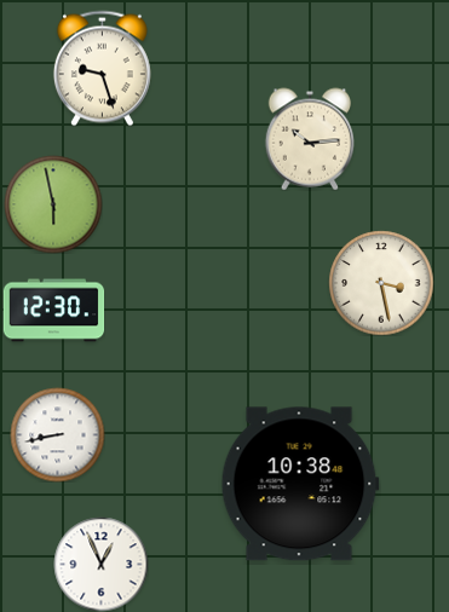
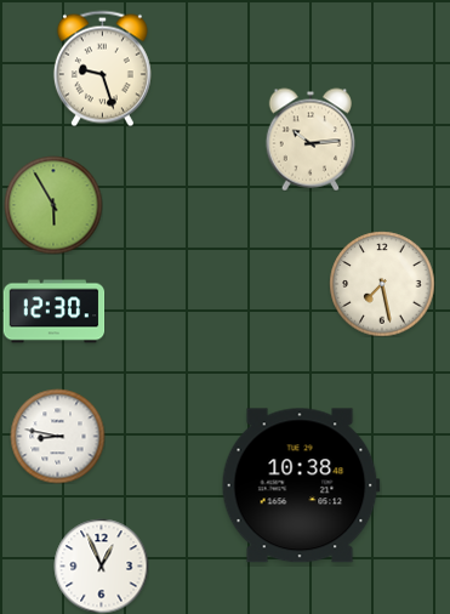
clock at (53, 204): 5:58 -> 5:55
clock at (381, 283): 3:28 -> 7:28
clock at (57, 434): 8:43 -> 8:47
